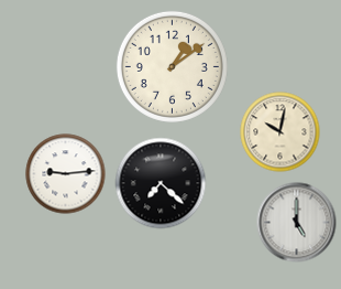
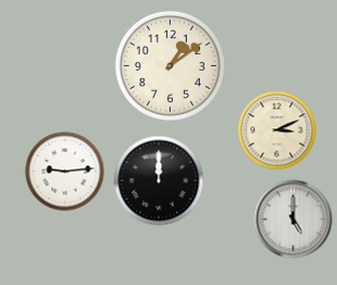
clock at (280, 132): 10:02 -> 3:11
clock at (161, 183): 7:22 -> 12:00
